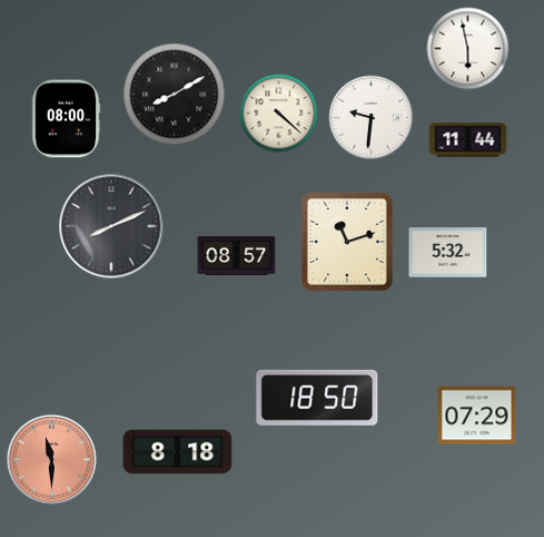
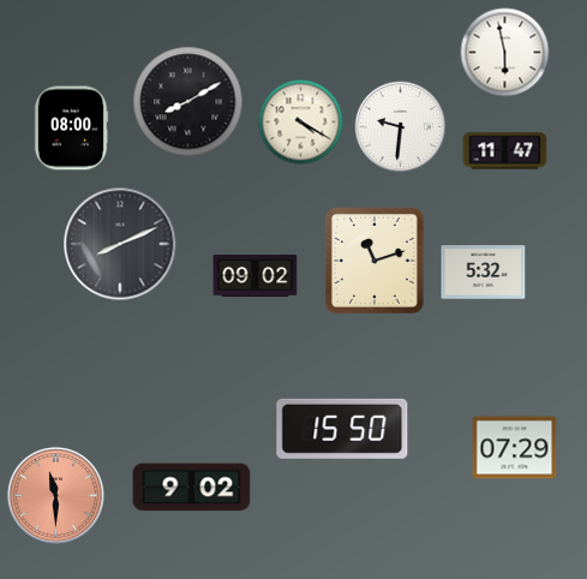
clock at (279, 114): 4:22 -> 4:20
clock at (468, 140): 11:44 -> 11:47
clock at (237, 255): 08:57 -> 09:02
clock at (317, 398): 18:50 -> 15:50
clock at (178, 452): 8:18 -> 9:02
